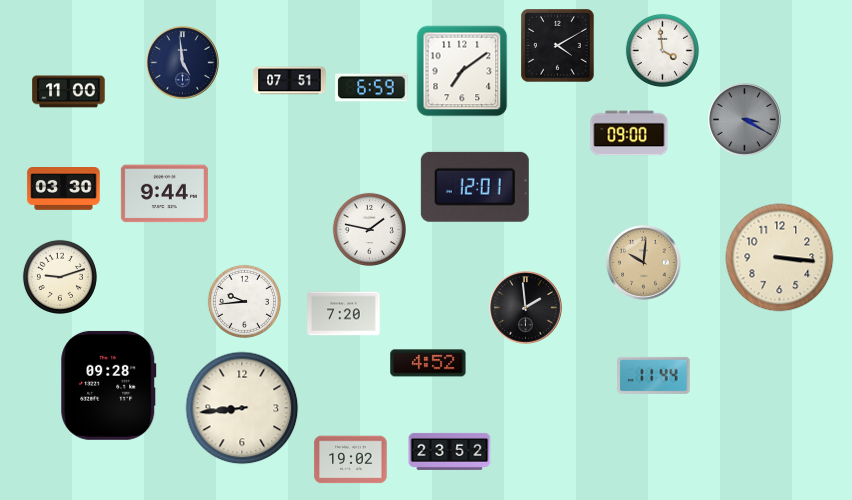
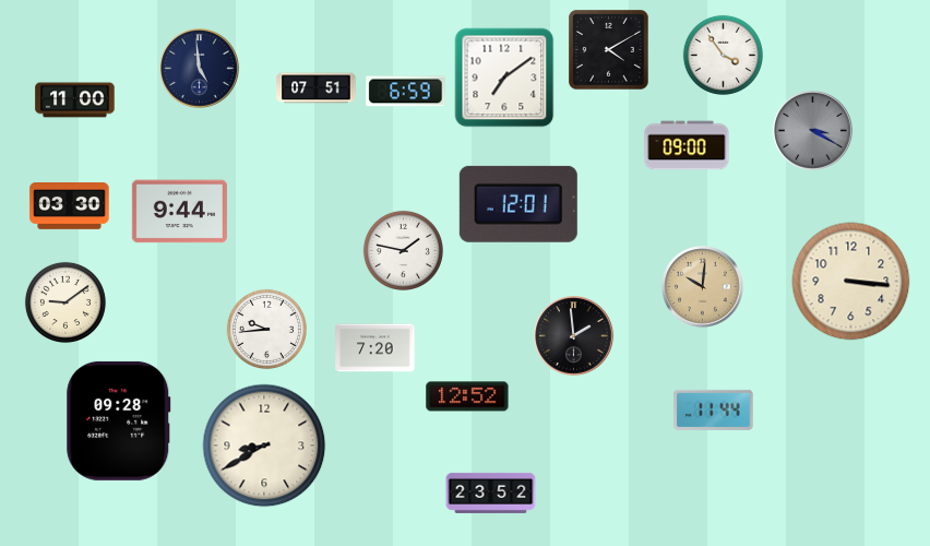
clock at (662, 50): 3:59 -> 3:54
clock at (372, 88) position: (372, 88) -> (406, 92)
clock at (60, 277): 9:12 -> 9:09
clock at (344, 314) position: (344, 314) -> (375, 348)
clock at (428, 363): 4:52 -> 12:52
clock at (242, 408): 8:44 -> 8:40
clock at (351, 460): 19:02 -> none
